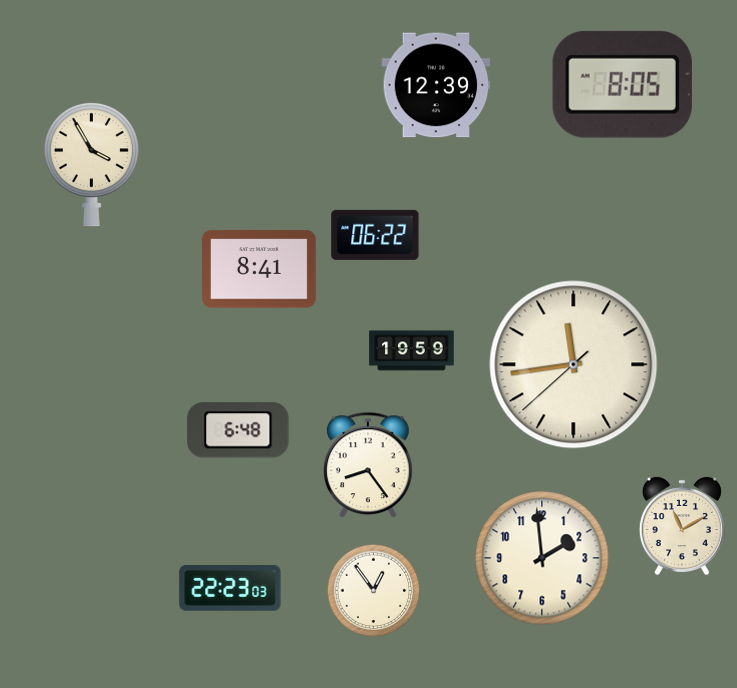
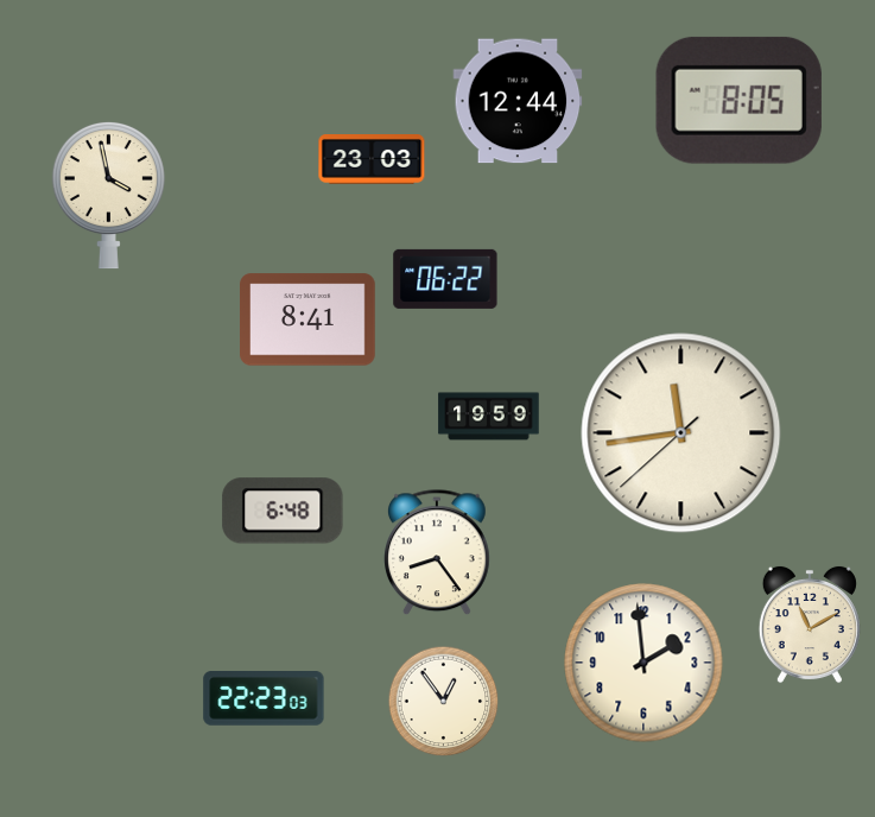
clock at (436, 85): 12:39 -> 12:44
clock at (372, 160): none -> 23:03
clock at (91, 164): 3:55 -> 3:58
clock at (230, 589) position: (230, 589) -> (264, 699)
